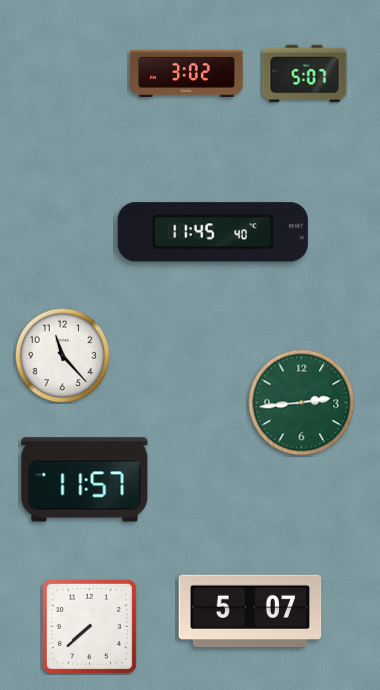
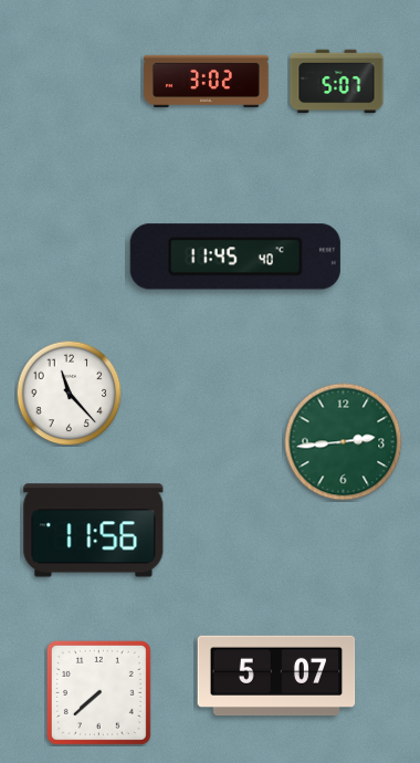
clock at (302, 403) position: (302, 403) -> (344, 442)
clock at (85, 480): 11:57 -> 11:56
